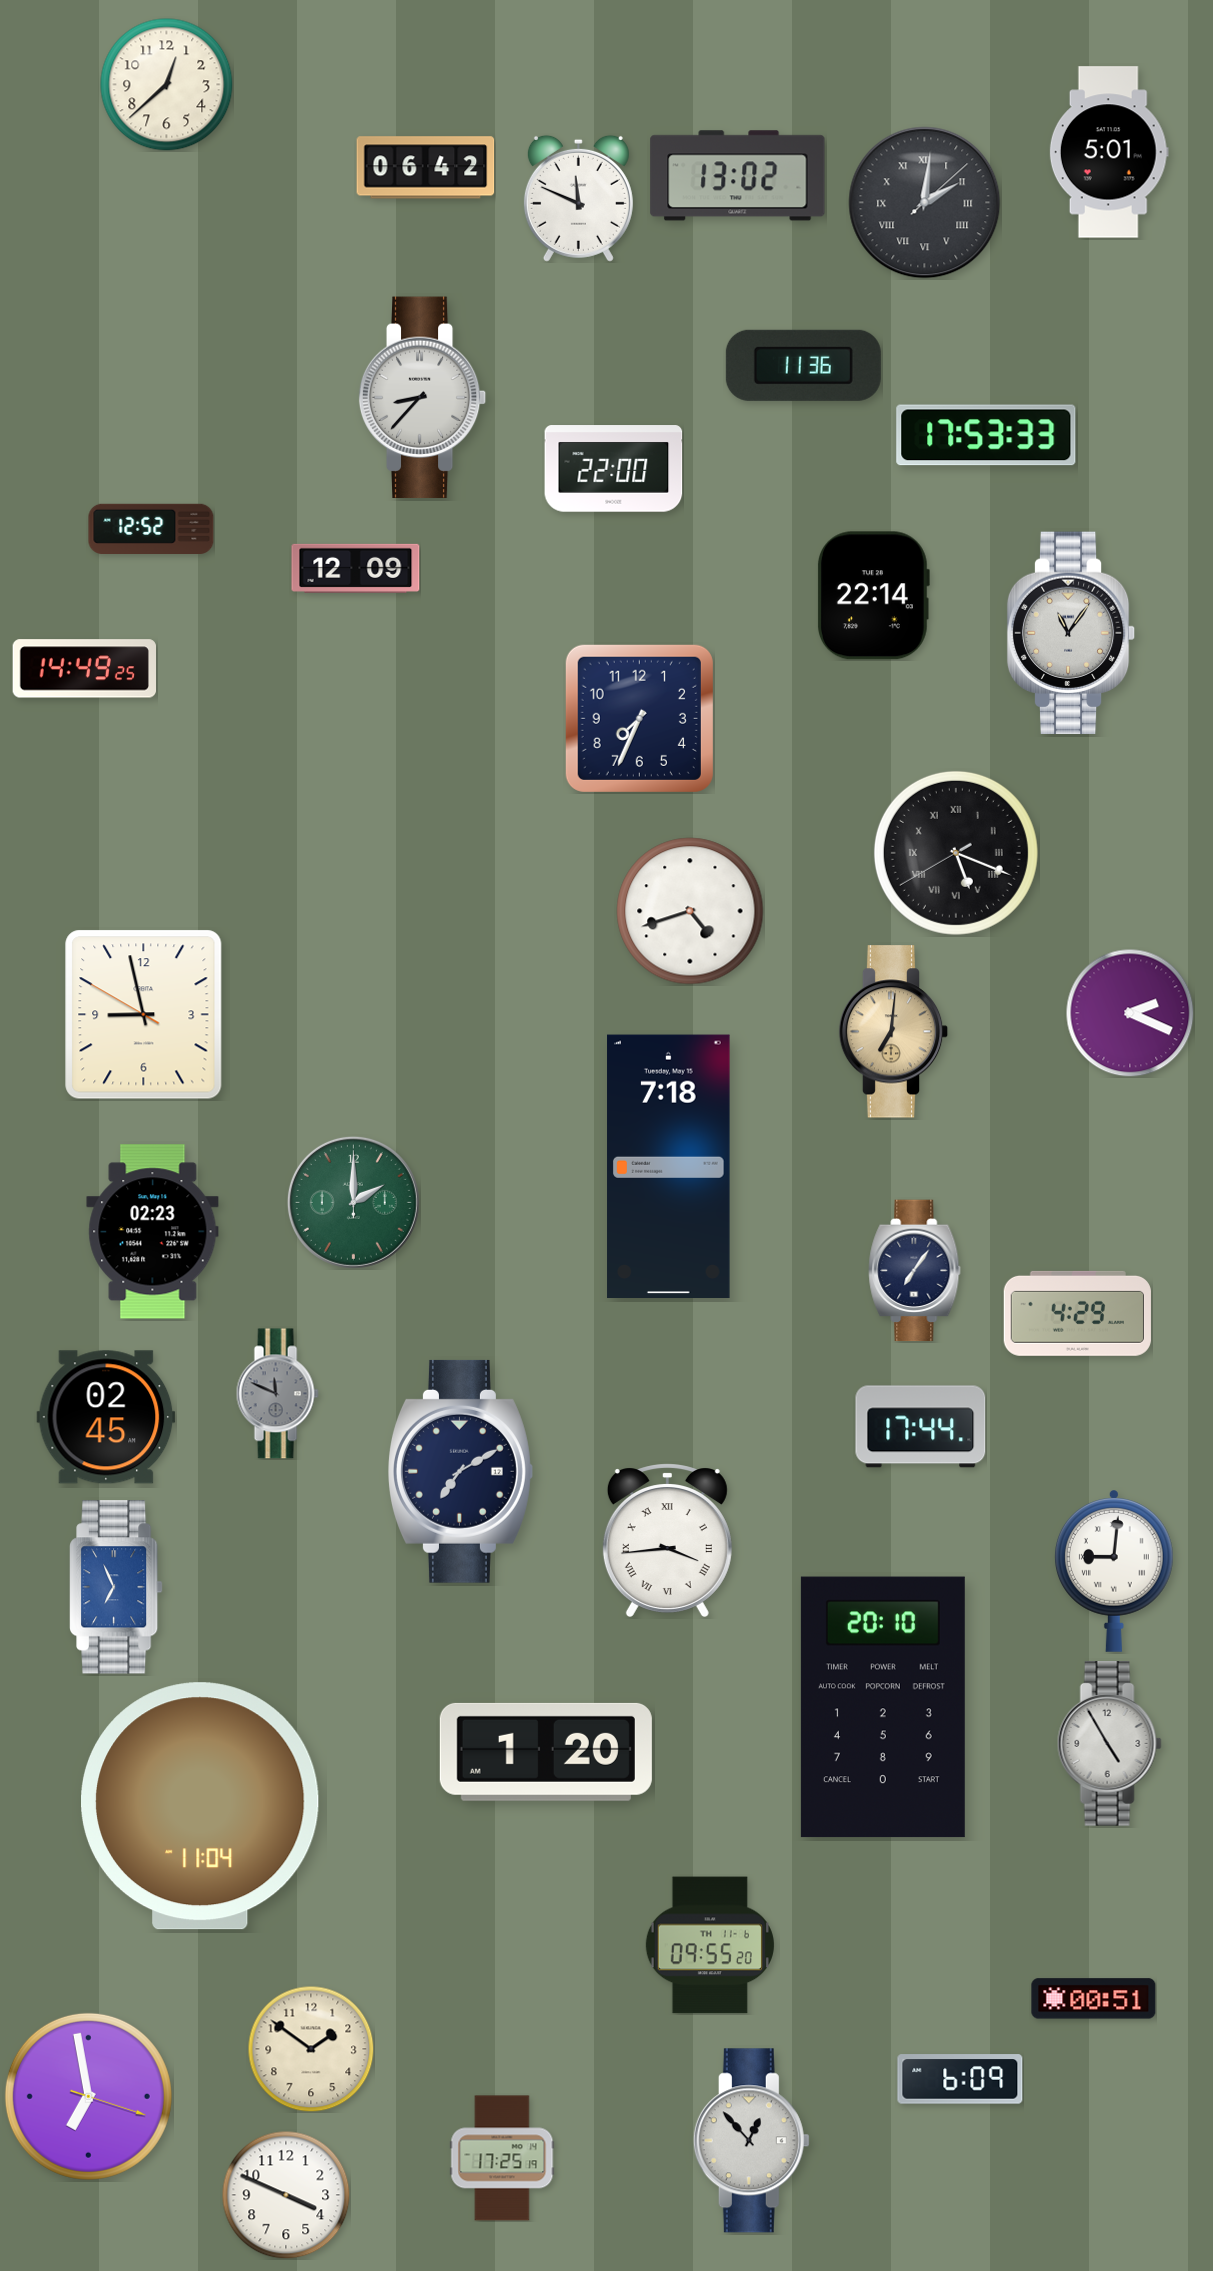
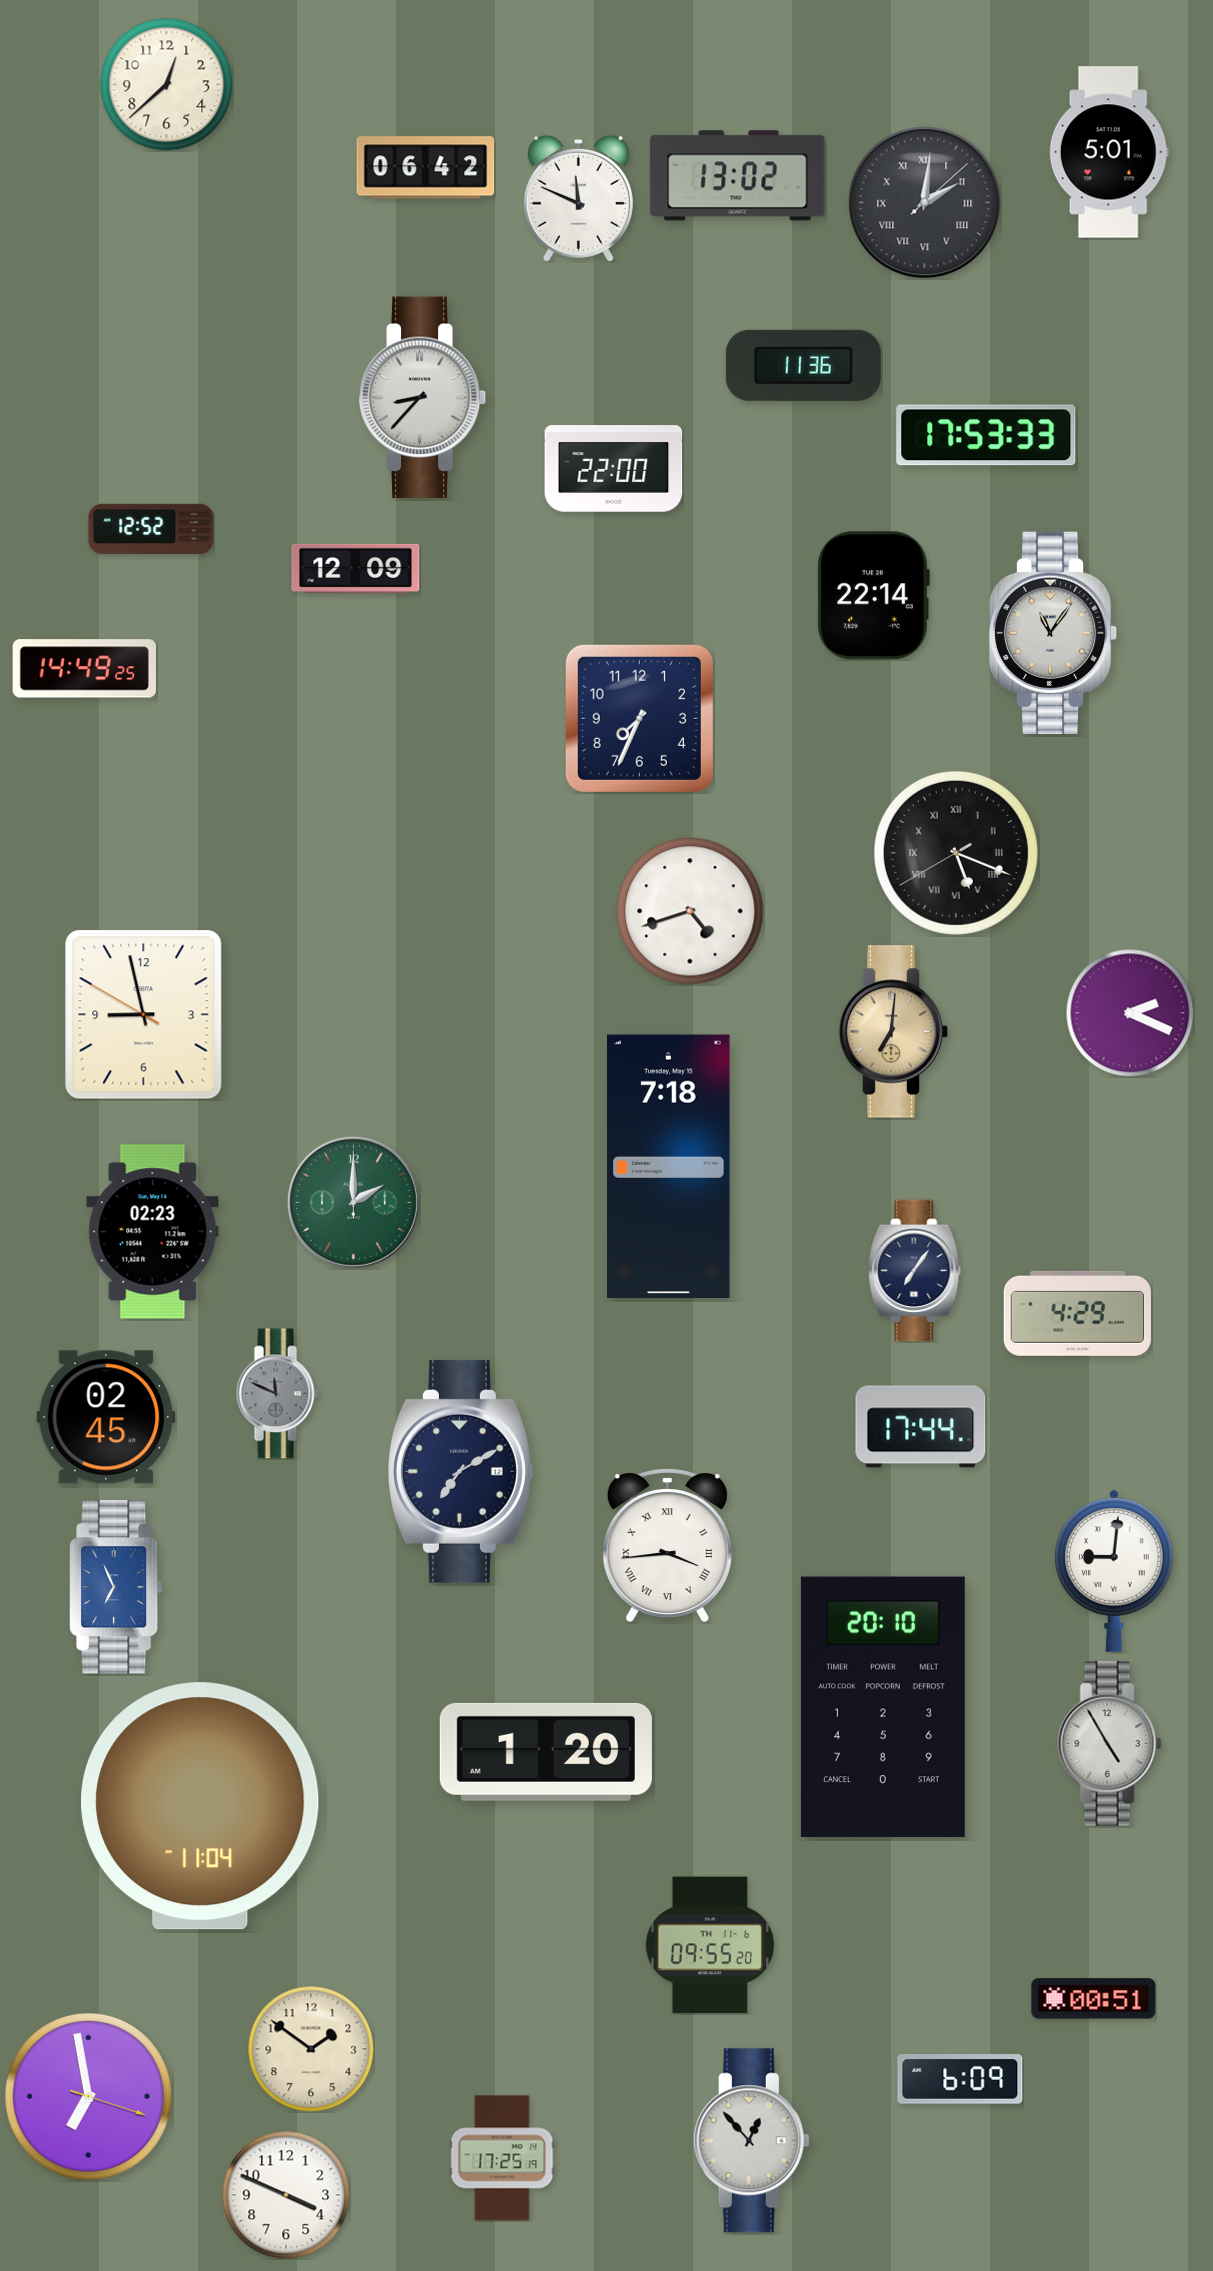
clock at (1071, 633) position: (1071, 633) -> (1053, 633)
clock at (667, 1540) position: (667, 1540) -> (667, 1545)
